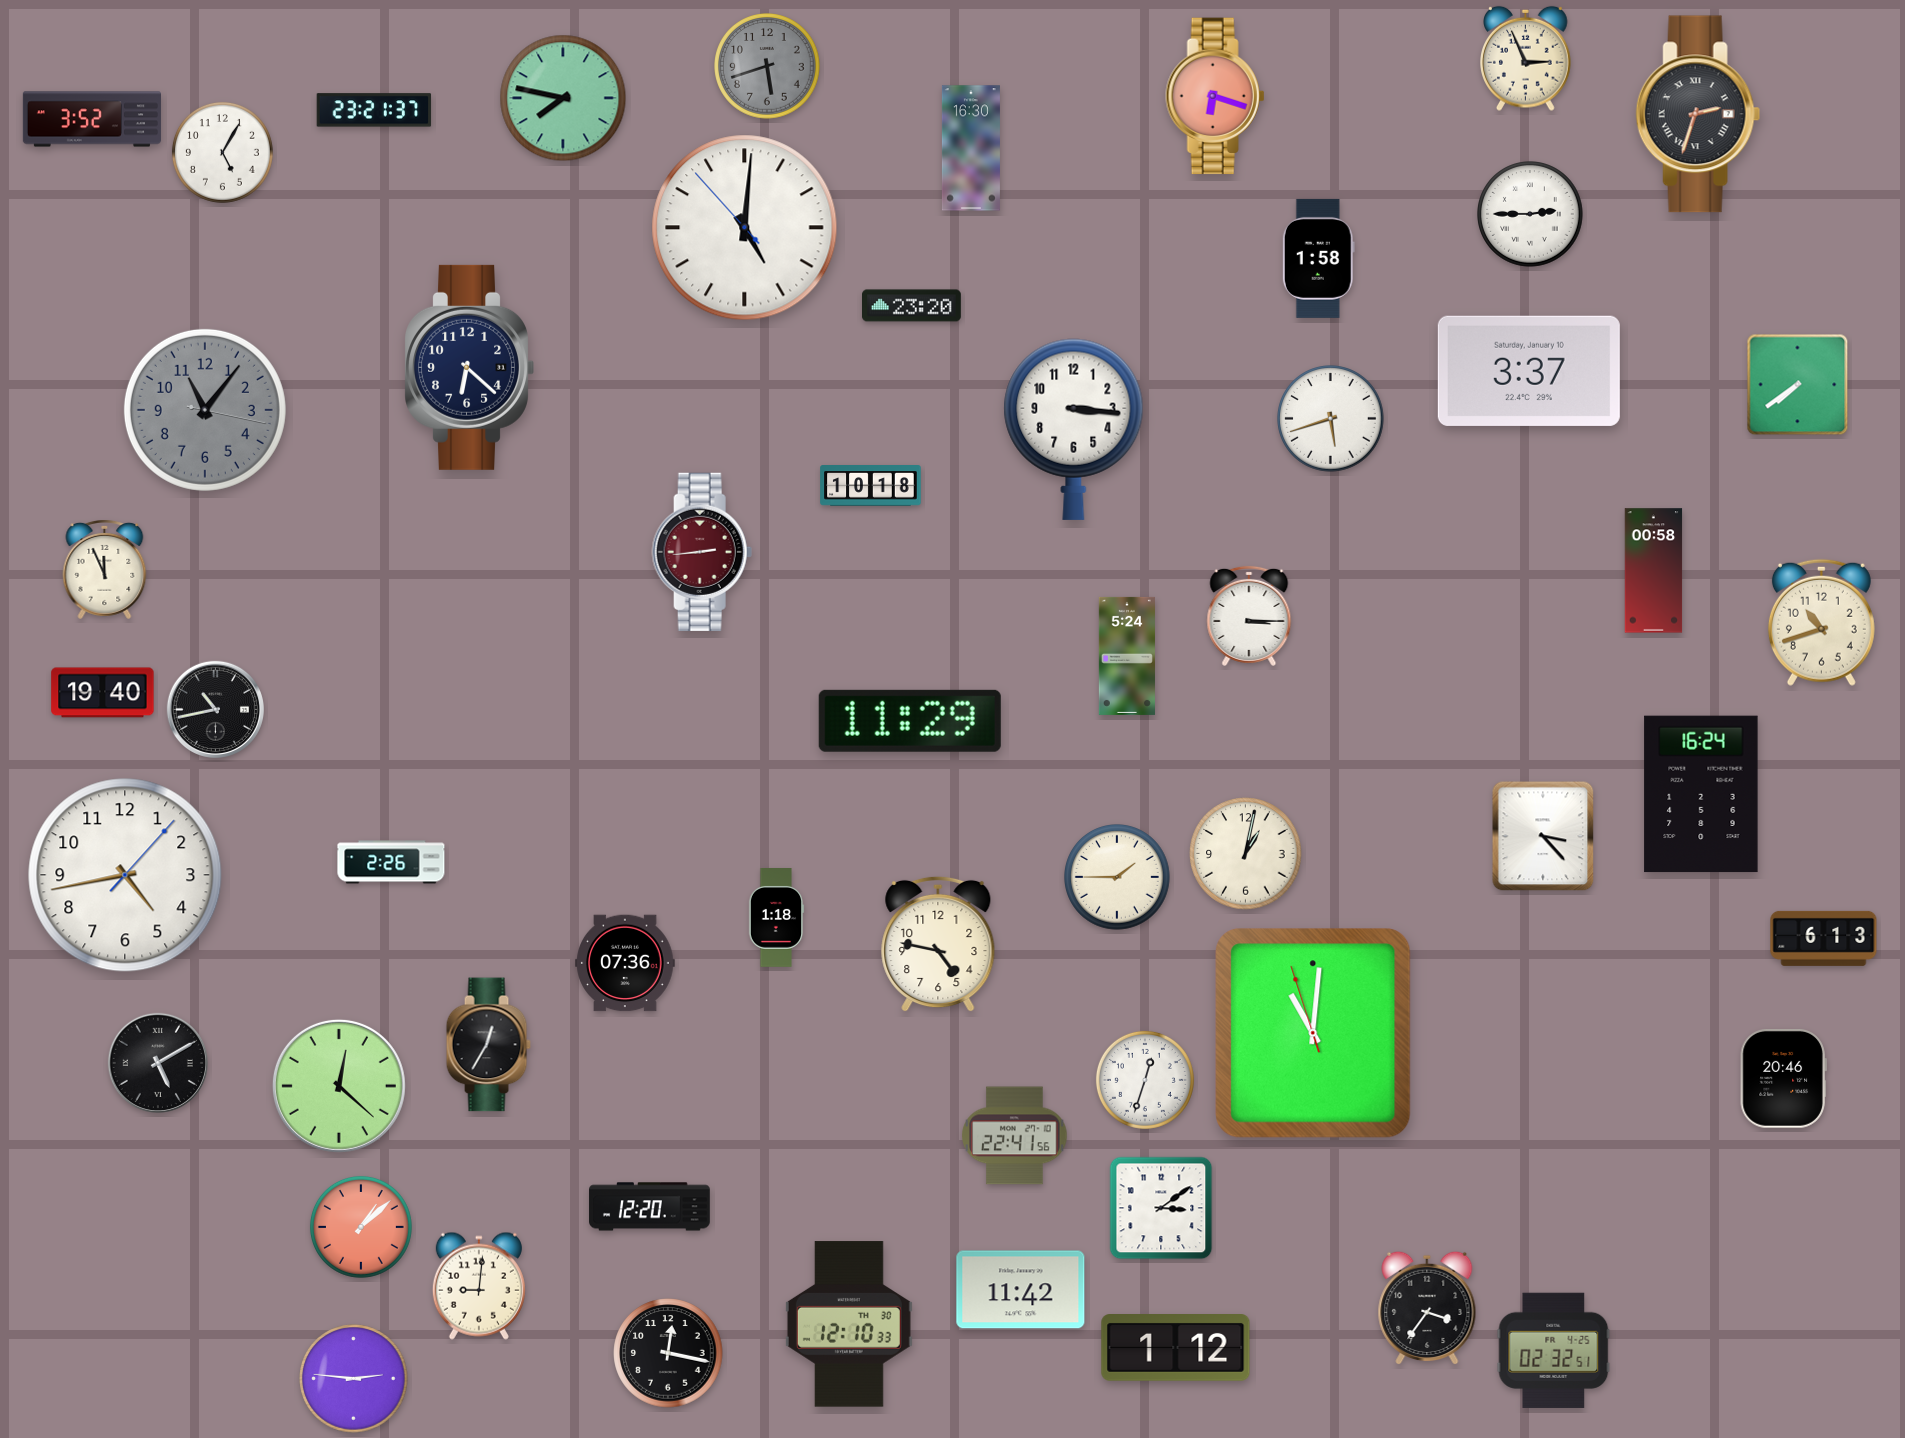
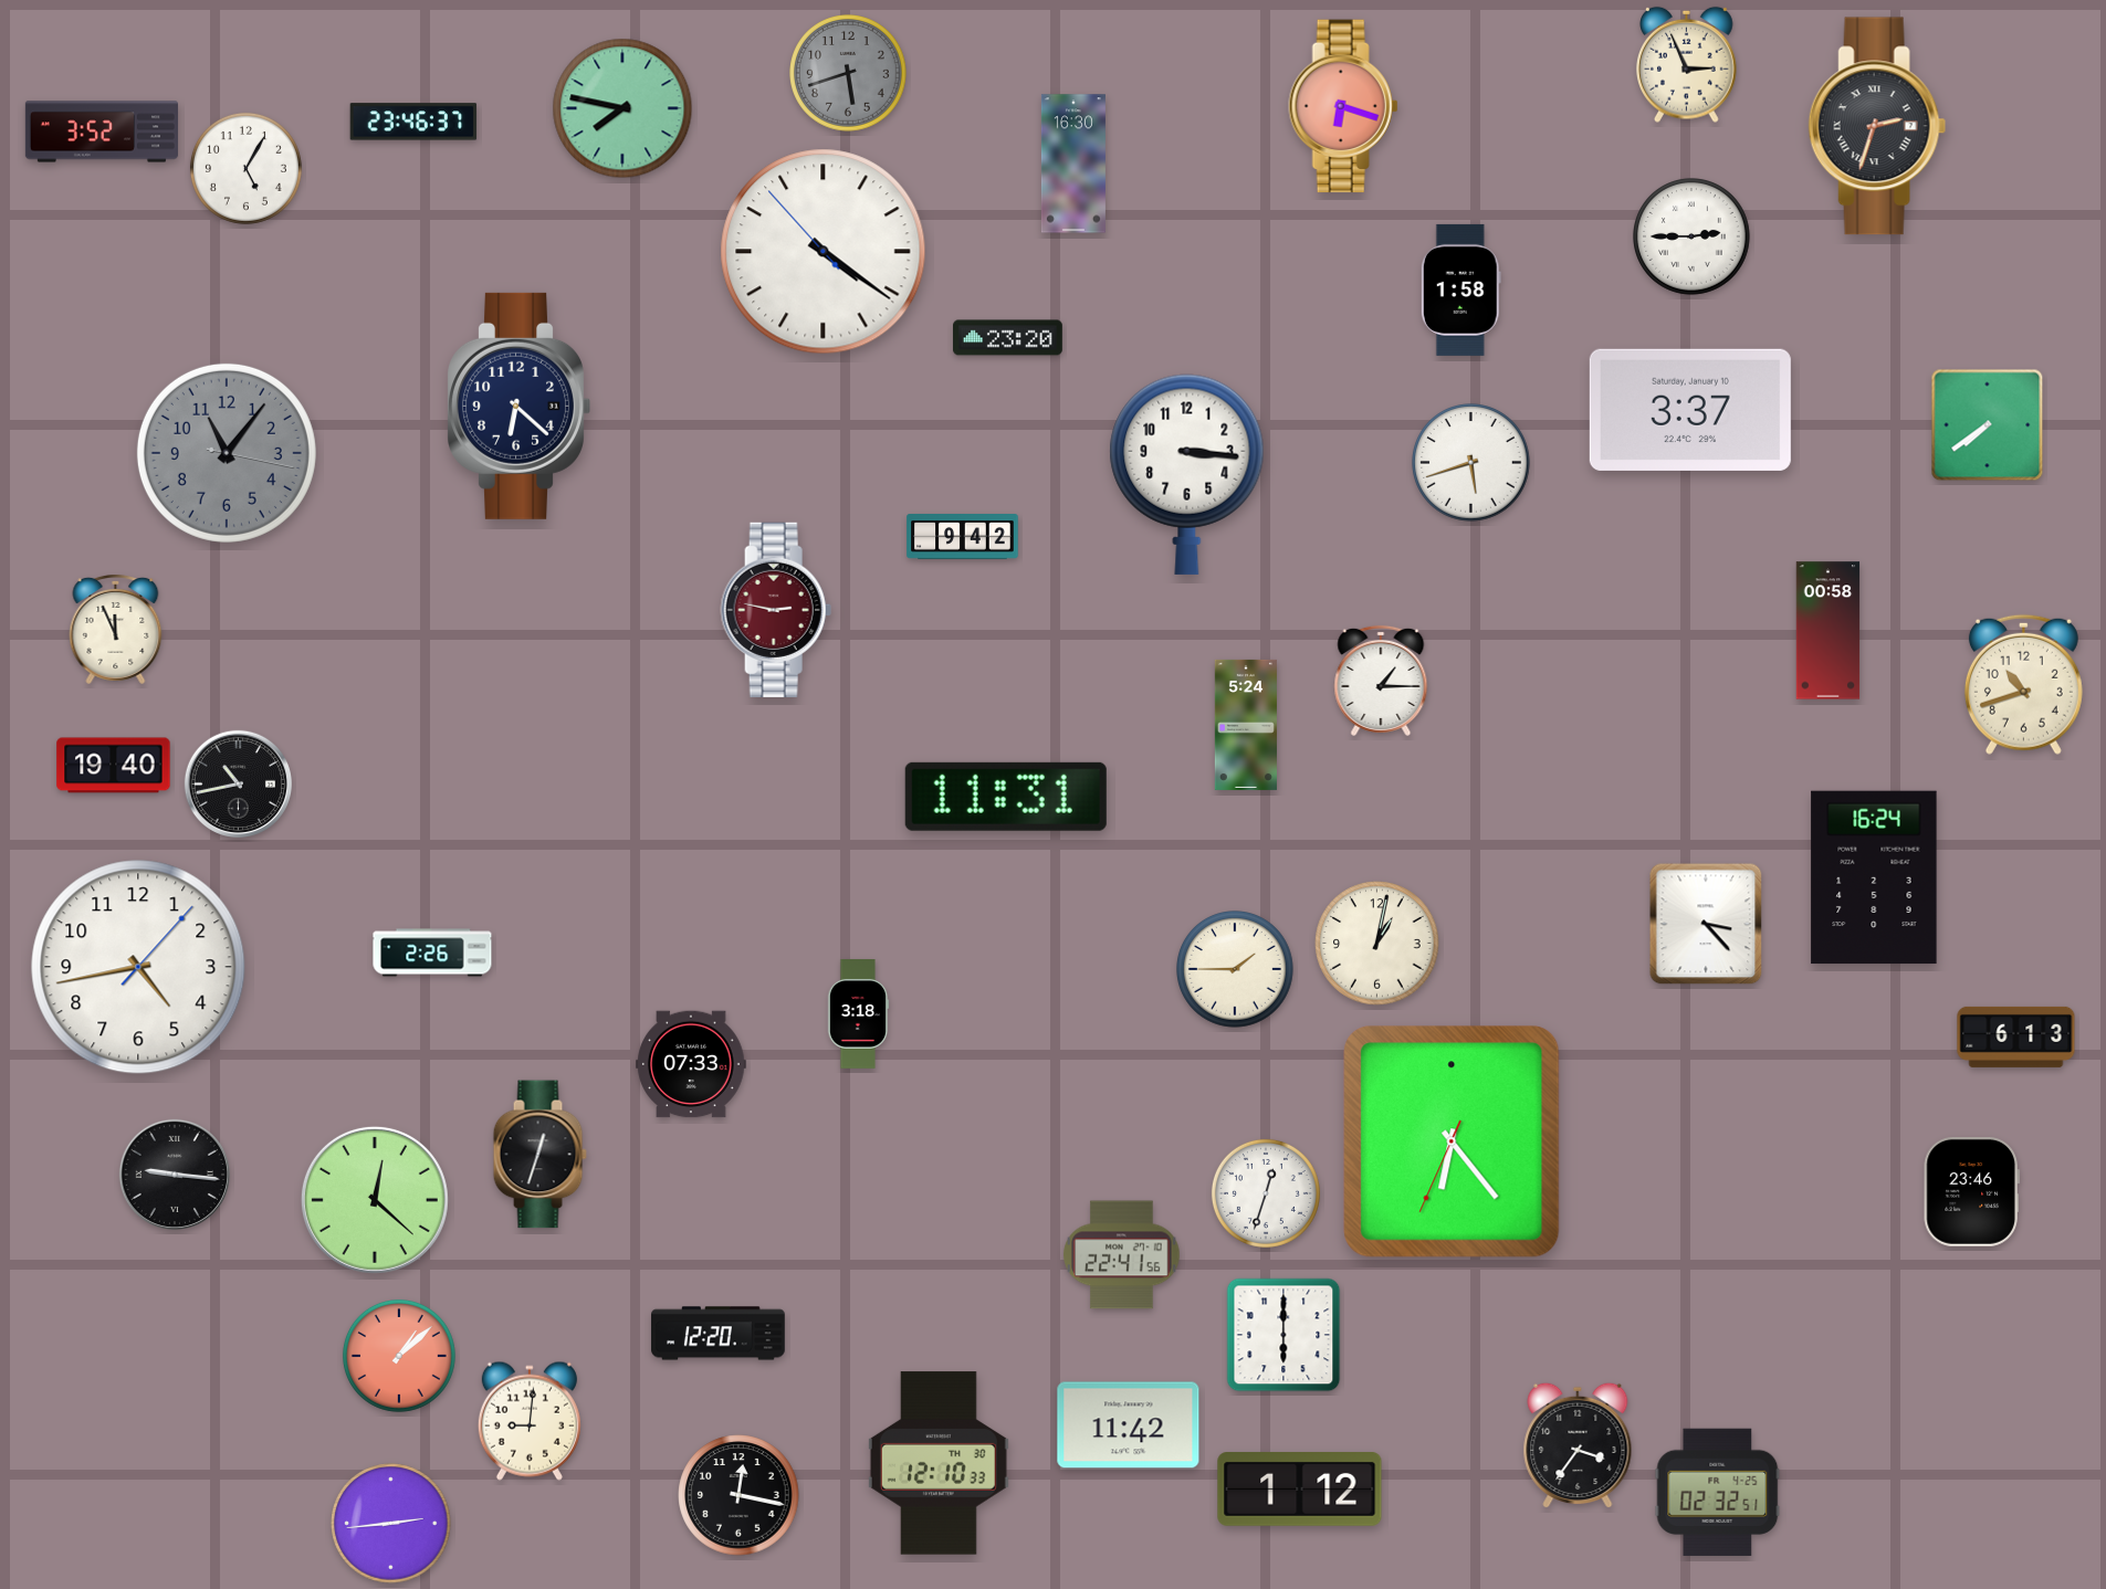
clock at (374, 110): 23:21 -> 23:46
clock at (745, 228): 5:00 -> 4:20
clock at (1318, 258) position: (1318, 258) -> (1460, 290)
clock at (871, 486): 10:18 -> 9:42
clock at (702, 552): 2:44 -> 2:47
clock at (1249, 616): 3:15 -> 1:15
clock at (1821, 622) position: (1821, 622) -> (2023, 684)
clock at (910, 721): 11:29 -> 11:31
clock at (1701, 794) position: (1701, 794) -> (1874, 877)
clock at (776, 918): 1:18 -> 3:18
clock at (938, 944): 4:47 -> none
clock at (625, 963): 07:36 -> 07:33
clock at (1313, 1033): 11:00 -> 6:23
clock at (488, 1045): 12:35 -> 12:33
clock at (158, 1063): 5:10 -> 9:16
clock at (1783, 1078): 20:46 -> 23:46
clock at (1161, 1208): 3:09 -> 6:00
clock at (354, 1379): 2:46 -> 2:44
